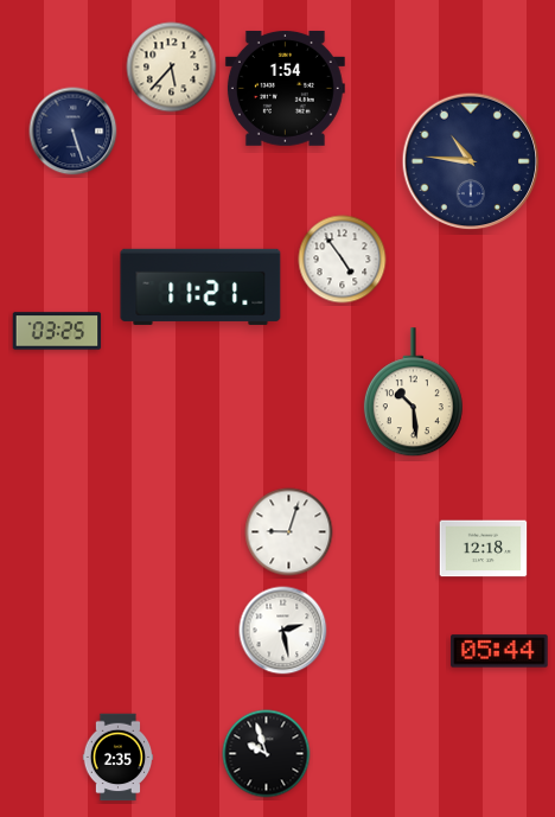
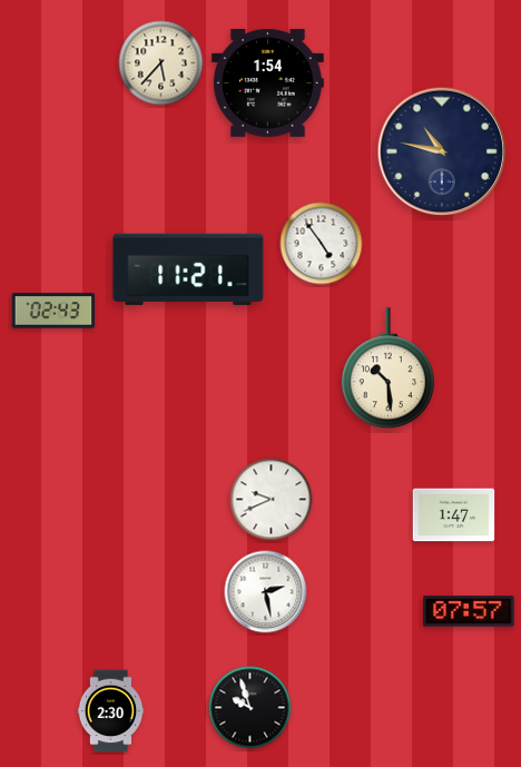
clock at (74, 132): 5:27 -> none
clock at (471, 161): 10:46 -> 10:47
clock at (57, 331): 03:25 -> 02:43
clock at (289, 532): 9:03 -> 9:41
clock at (484, 549): 12:18 -> 1:47
clock at (499, 651): 05:44 -> 07:57
clock at (119, 758): 2:35 -> 2:30
